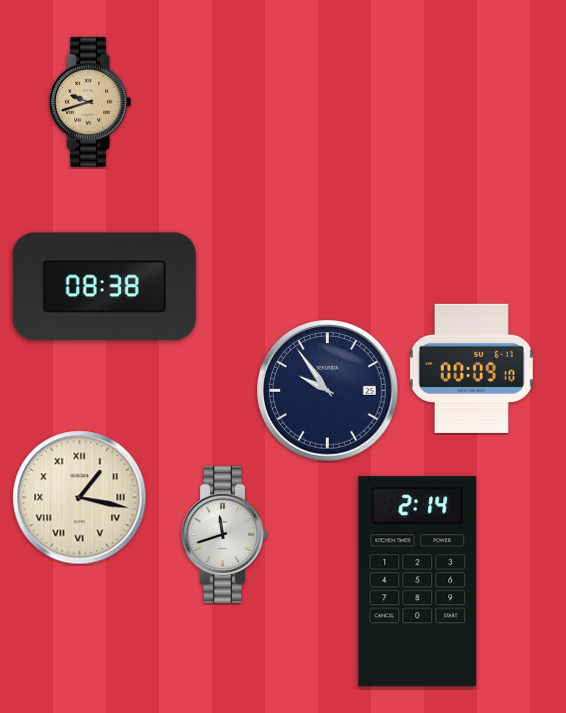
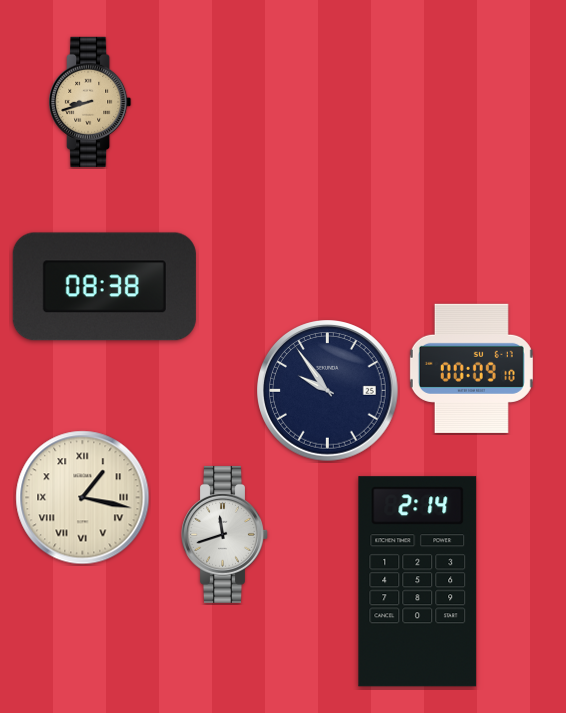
clock at (90, 102): 9:42 -> 8:42
clock at (80, 498) position: (80, 498) -> (83, 498)
